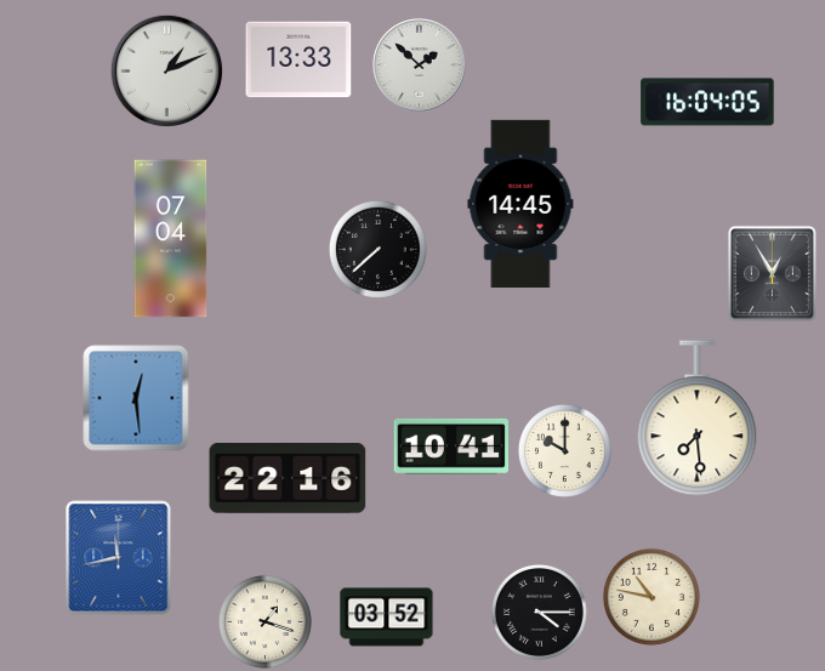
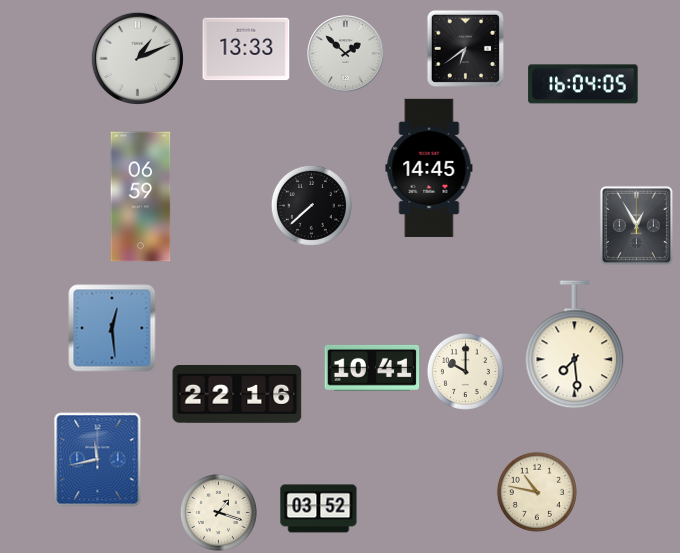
clock at (465, 48): none -> 6:39
clock at (171, 239): 07:04 -> 06:59
clock at (539, 612): 4:15 -> none
